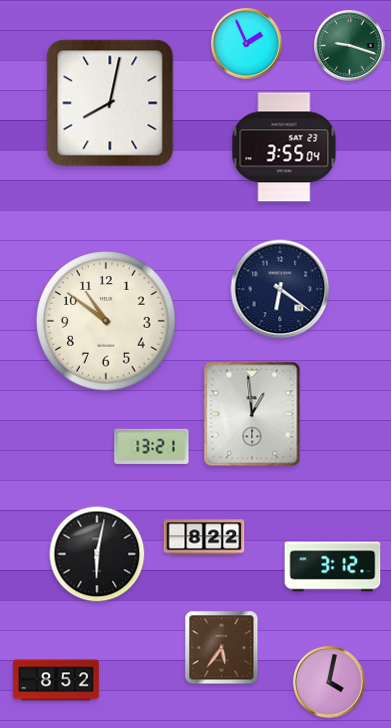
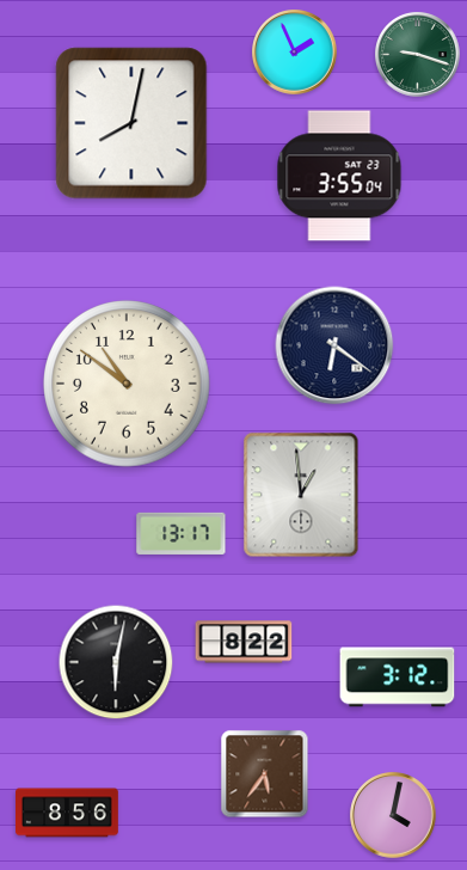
clock at (152, 446): 13:21 -> 13:17
clock at (57, 680): 8:52 -> 8:56
